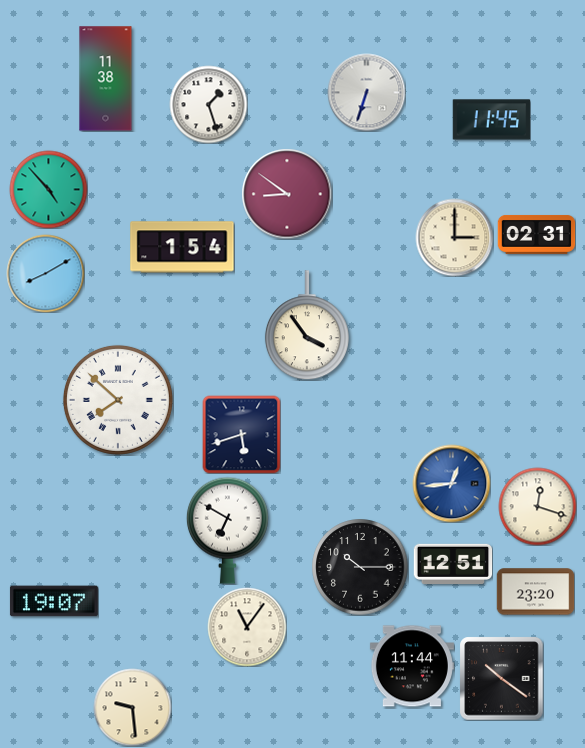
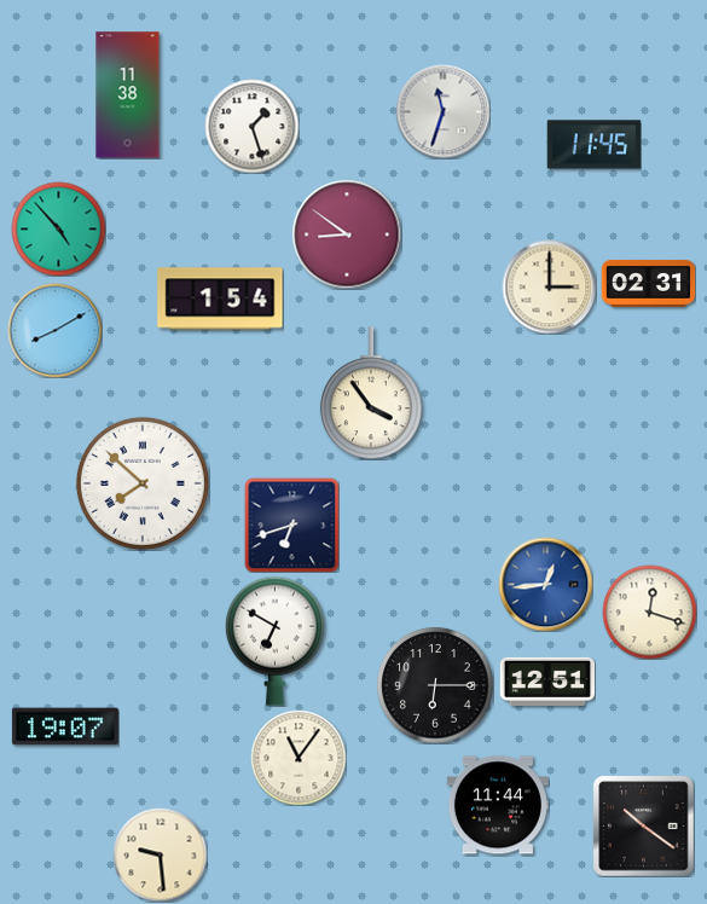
clock at (366, 92): 6:33 -> 11:33
clock at (241, 434): 5:42 -> 6:42
clock at (360, 567): 10:15 -> 6:15
clock at (535, 592): 23:20 -> none
clock at (501, 678) position: (501, 678) -> (643, 825)
